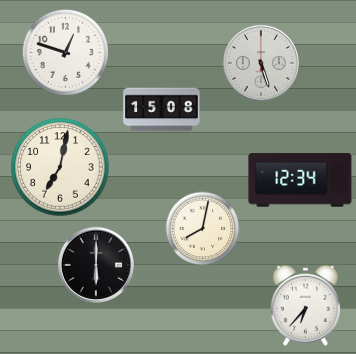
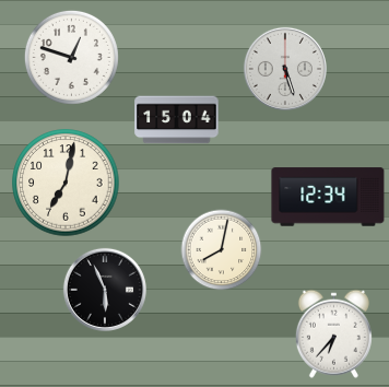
clock at (162, 110): 15:08 -> 15:04
clock at (96, 265): 6:00 -> 5:56
